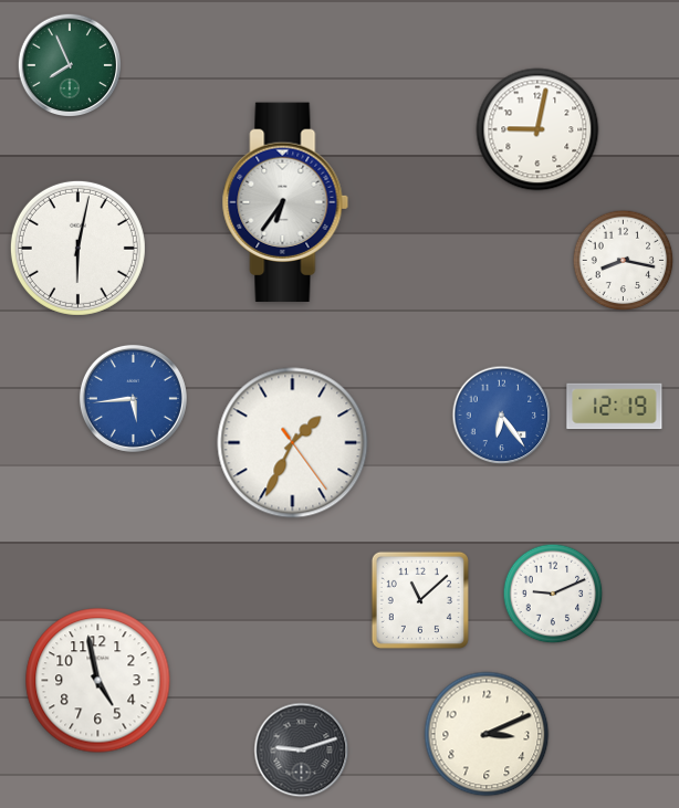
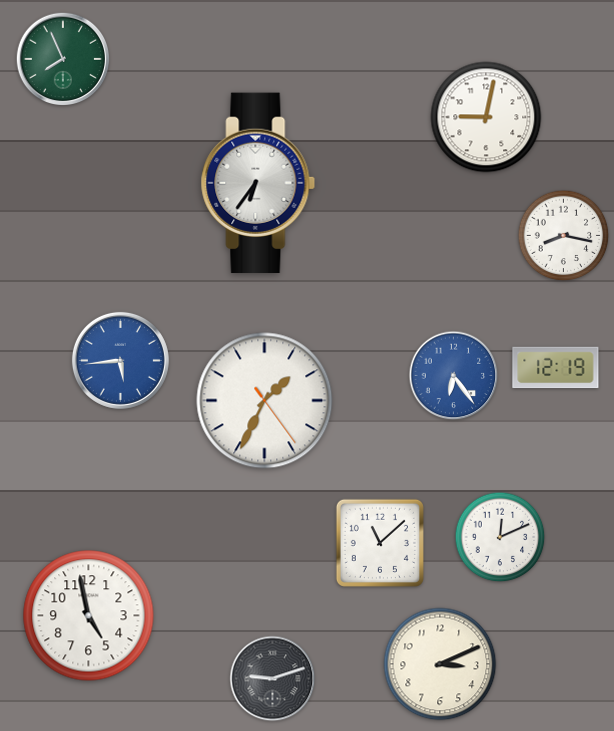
clock at (77, 248): 6:02 -> none
clock at (553, 594): 9:11 -> 12:11
